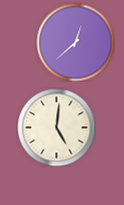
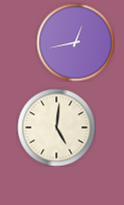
clock at (75, 42): 12:38 -> 12:43
